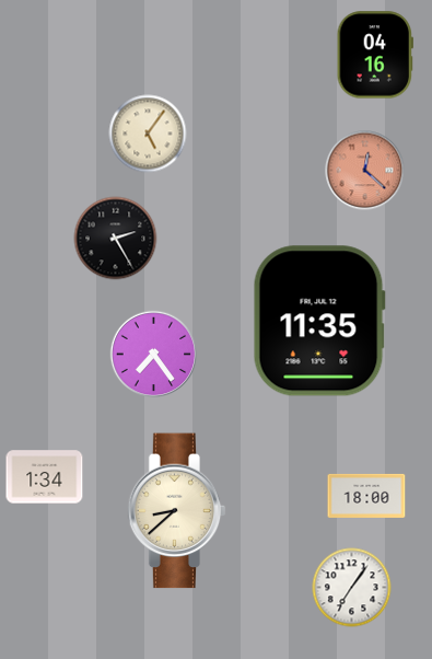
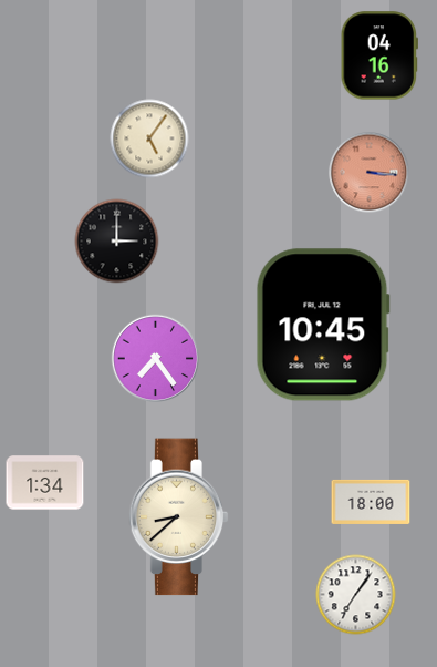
clock at (148, 134) position: (148, 134) -> (149, 138)
clock at (365, 171): 12:22 -> 3:16
clock at (116, 239): 2:25 -> 3:00
clock at (319, 321): 11:35 -> 10:45
